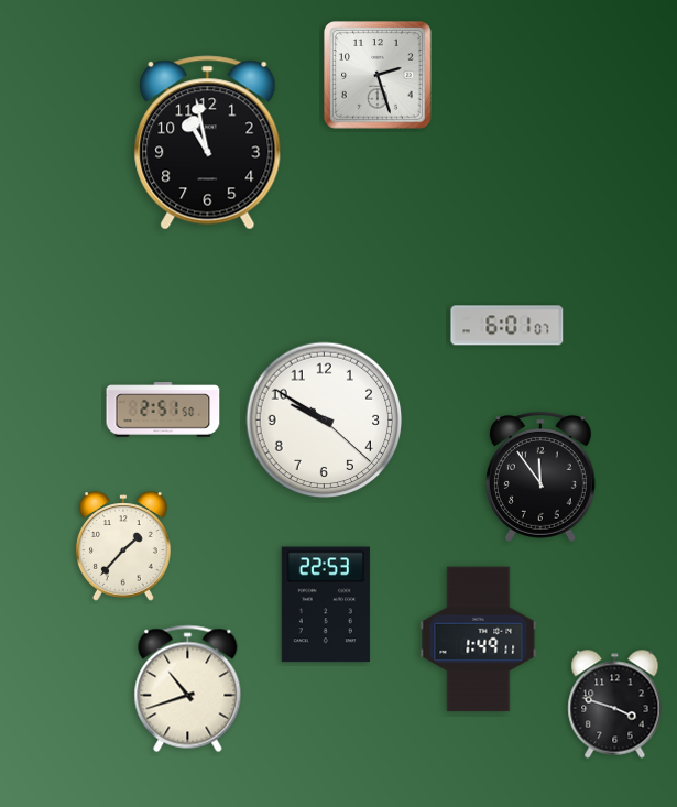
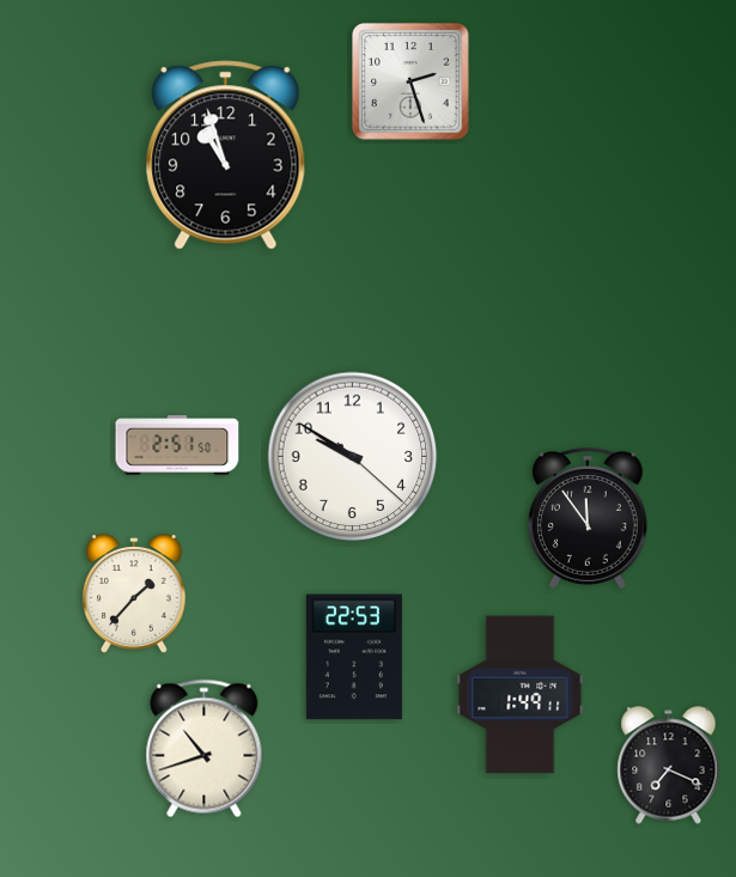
clock at (208, 143): 10:58 -> 10:57
clock at (507, 326): 6:01 -> none
clock at (615, 705): 3:48 -> 7:19
